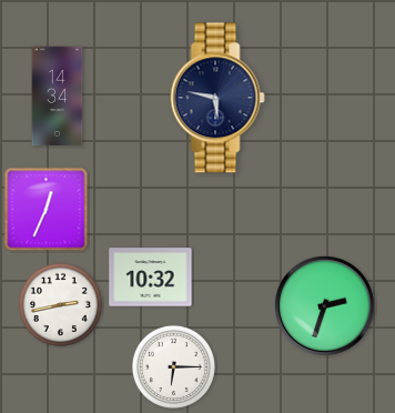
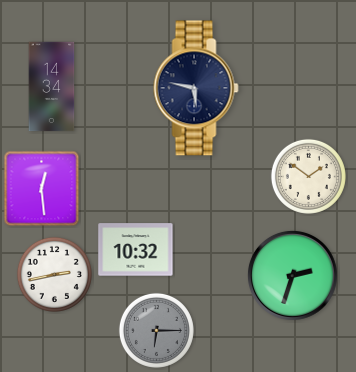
clock at (308, 176): none -> 1:51
clock at (47, 210): 12:34 -> 12:29
clock at (173, 366) dial: white -> grey
